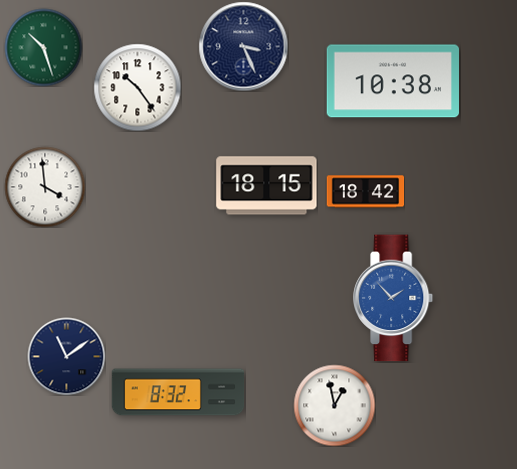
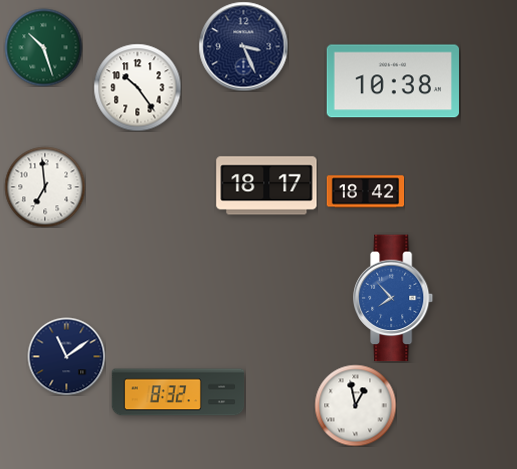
clock at (267, 186): 18:15 -> 18:17
clock at (45, 187): 3:59 -> 6:59
clock at (394, 298): 1:53 -> 7:53
clock at (334, 405) position: (334, 405) -> (355, 405)
